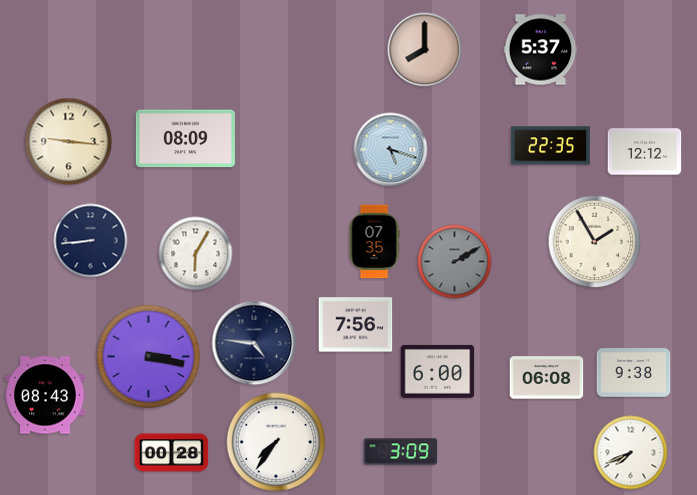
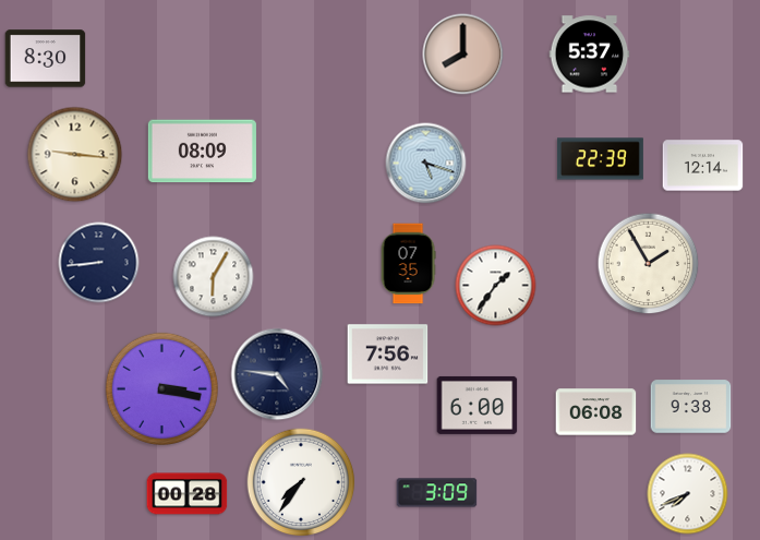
clock at (46, 59): none -> 8:30
clock at (550, 146): 22:35 -> 22:39
clock at (645, 152): 12:12 -> 12:14
clock at (455, 262): 2:10 -> 1:36
clock at (455, 262) dial: grey -> white
clock at (46, 395): 08:43 -> none
